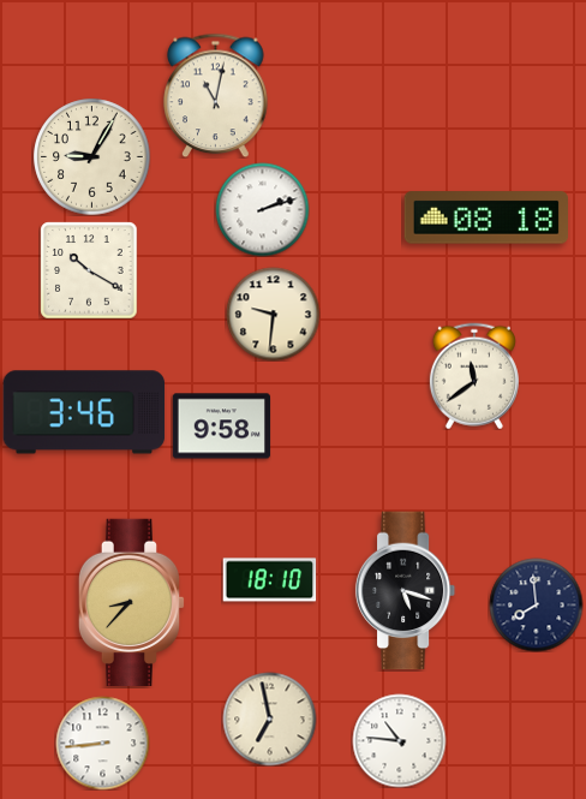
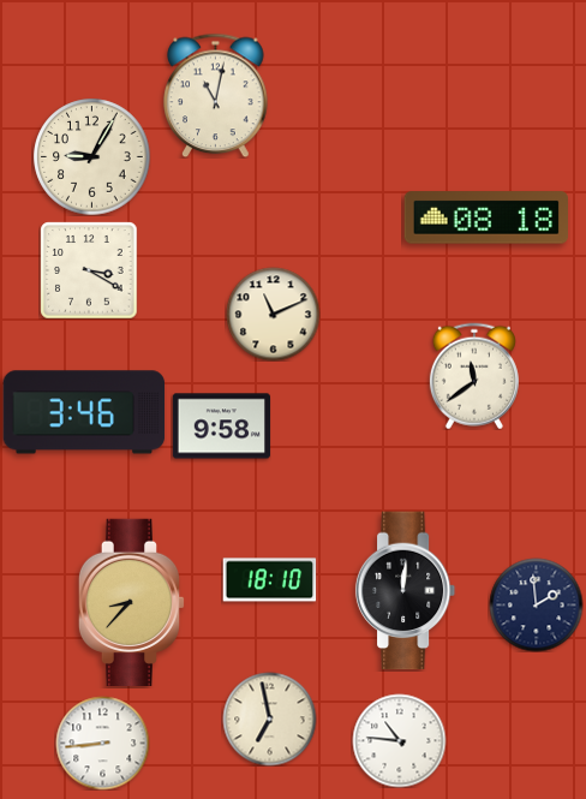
clock at (262, 209): 2:12 -> none
clock at (89, 270): 10:20 -> 3:20
clock at (273, 314): 9:31 -> 11:11
clock at (406, 591): 5:18 -> 12:01
clock at (536, 604): 7:59 -> 1:59
